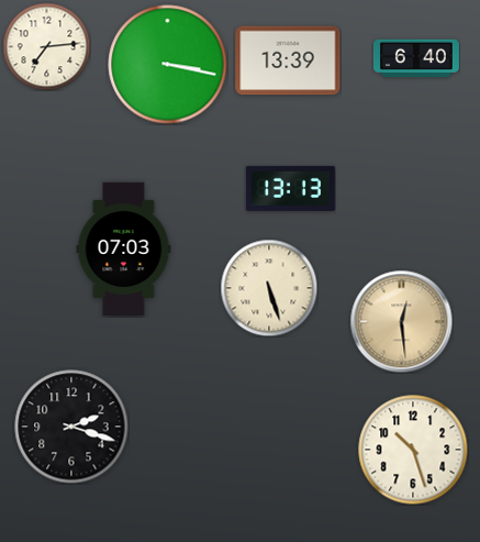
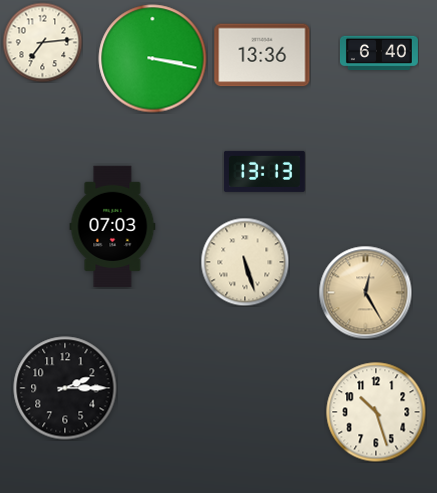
clock at (288, 60): 13:39 -> 13:36
clock at (401, 321): 12:29 -> 12:25
clock at (71, 427): 2:18 -> 2:15
clock at (413, 450) position: (413, 450) -> (376, 412)
